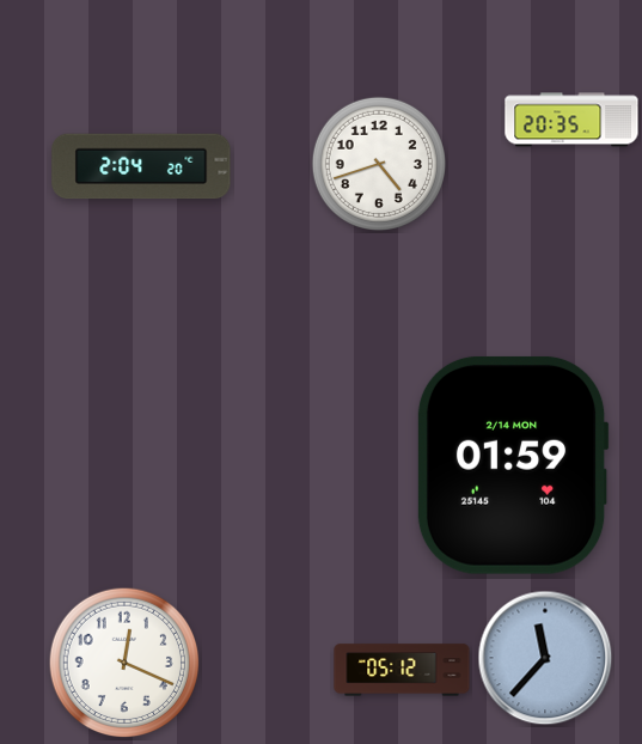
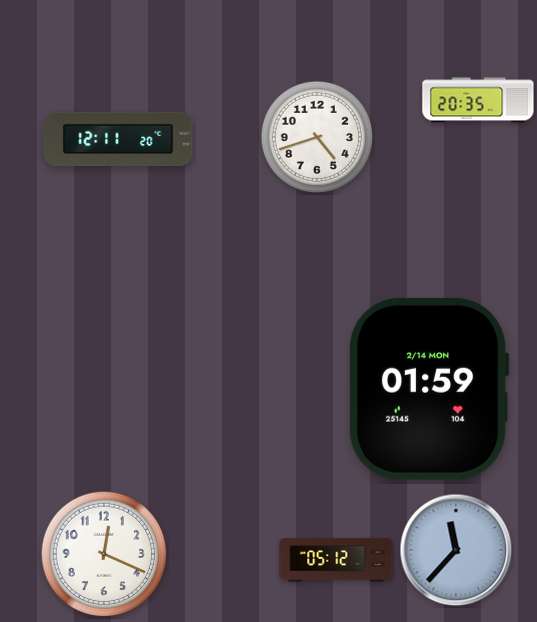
clock at (141, 166): 2:04 -> 12:11
